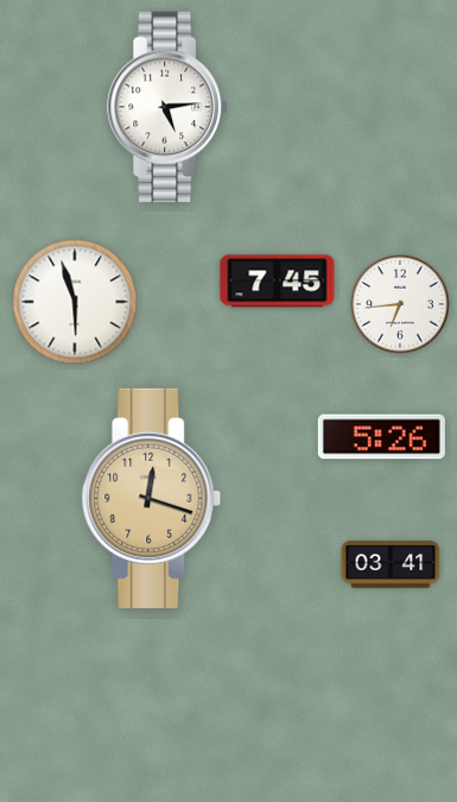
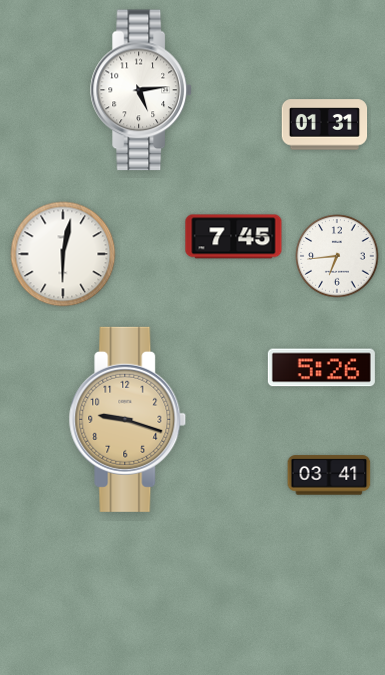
clock at (325, 125): none -> 01:31
clock at (75, 302): 5:57 -> 6:02
clock at (152, 498): 12:18 -> 9:18
